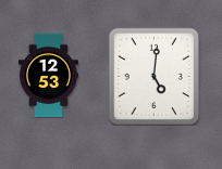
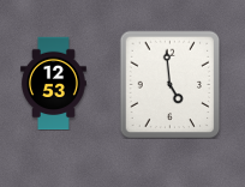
clock at (155, 76): 5:01 -> 4:59
